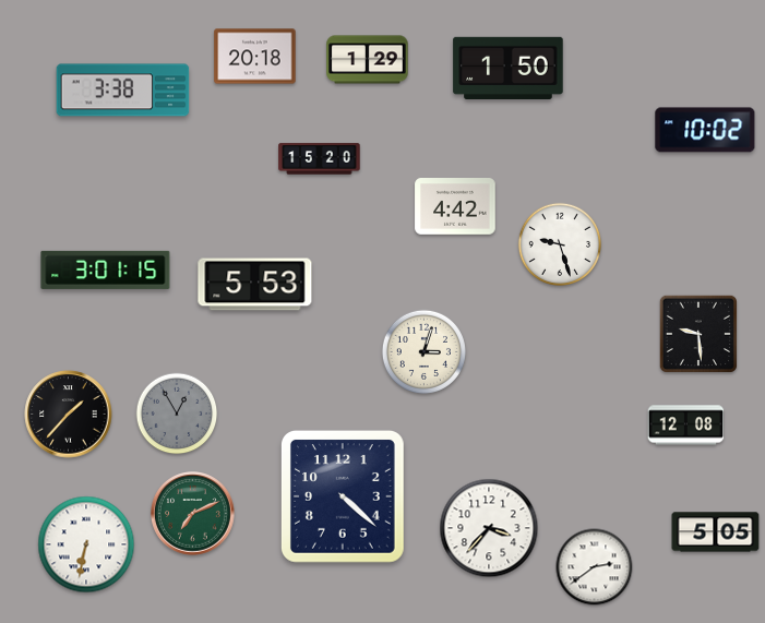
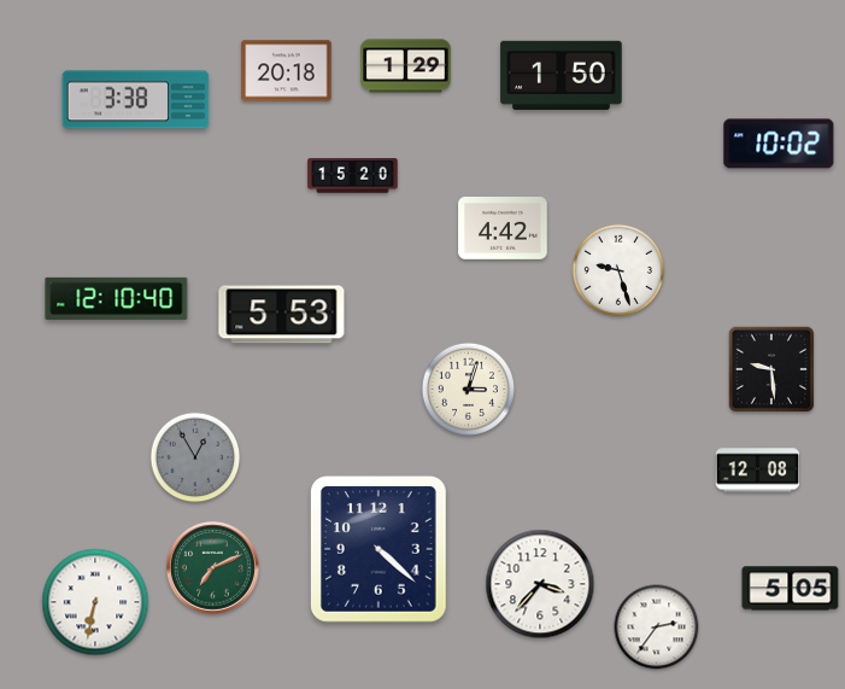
clock at (255, 57) position: (255, 57) -> (287, 71)
clock at (106, 269): 3:01 -> 12:10
clock at (69, 415): 1:37 -> none
clock at (595, 567): 2:39 -> 2:36
